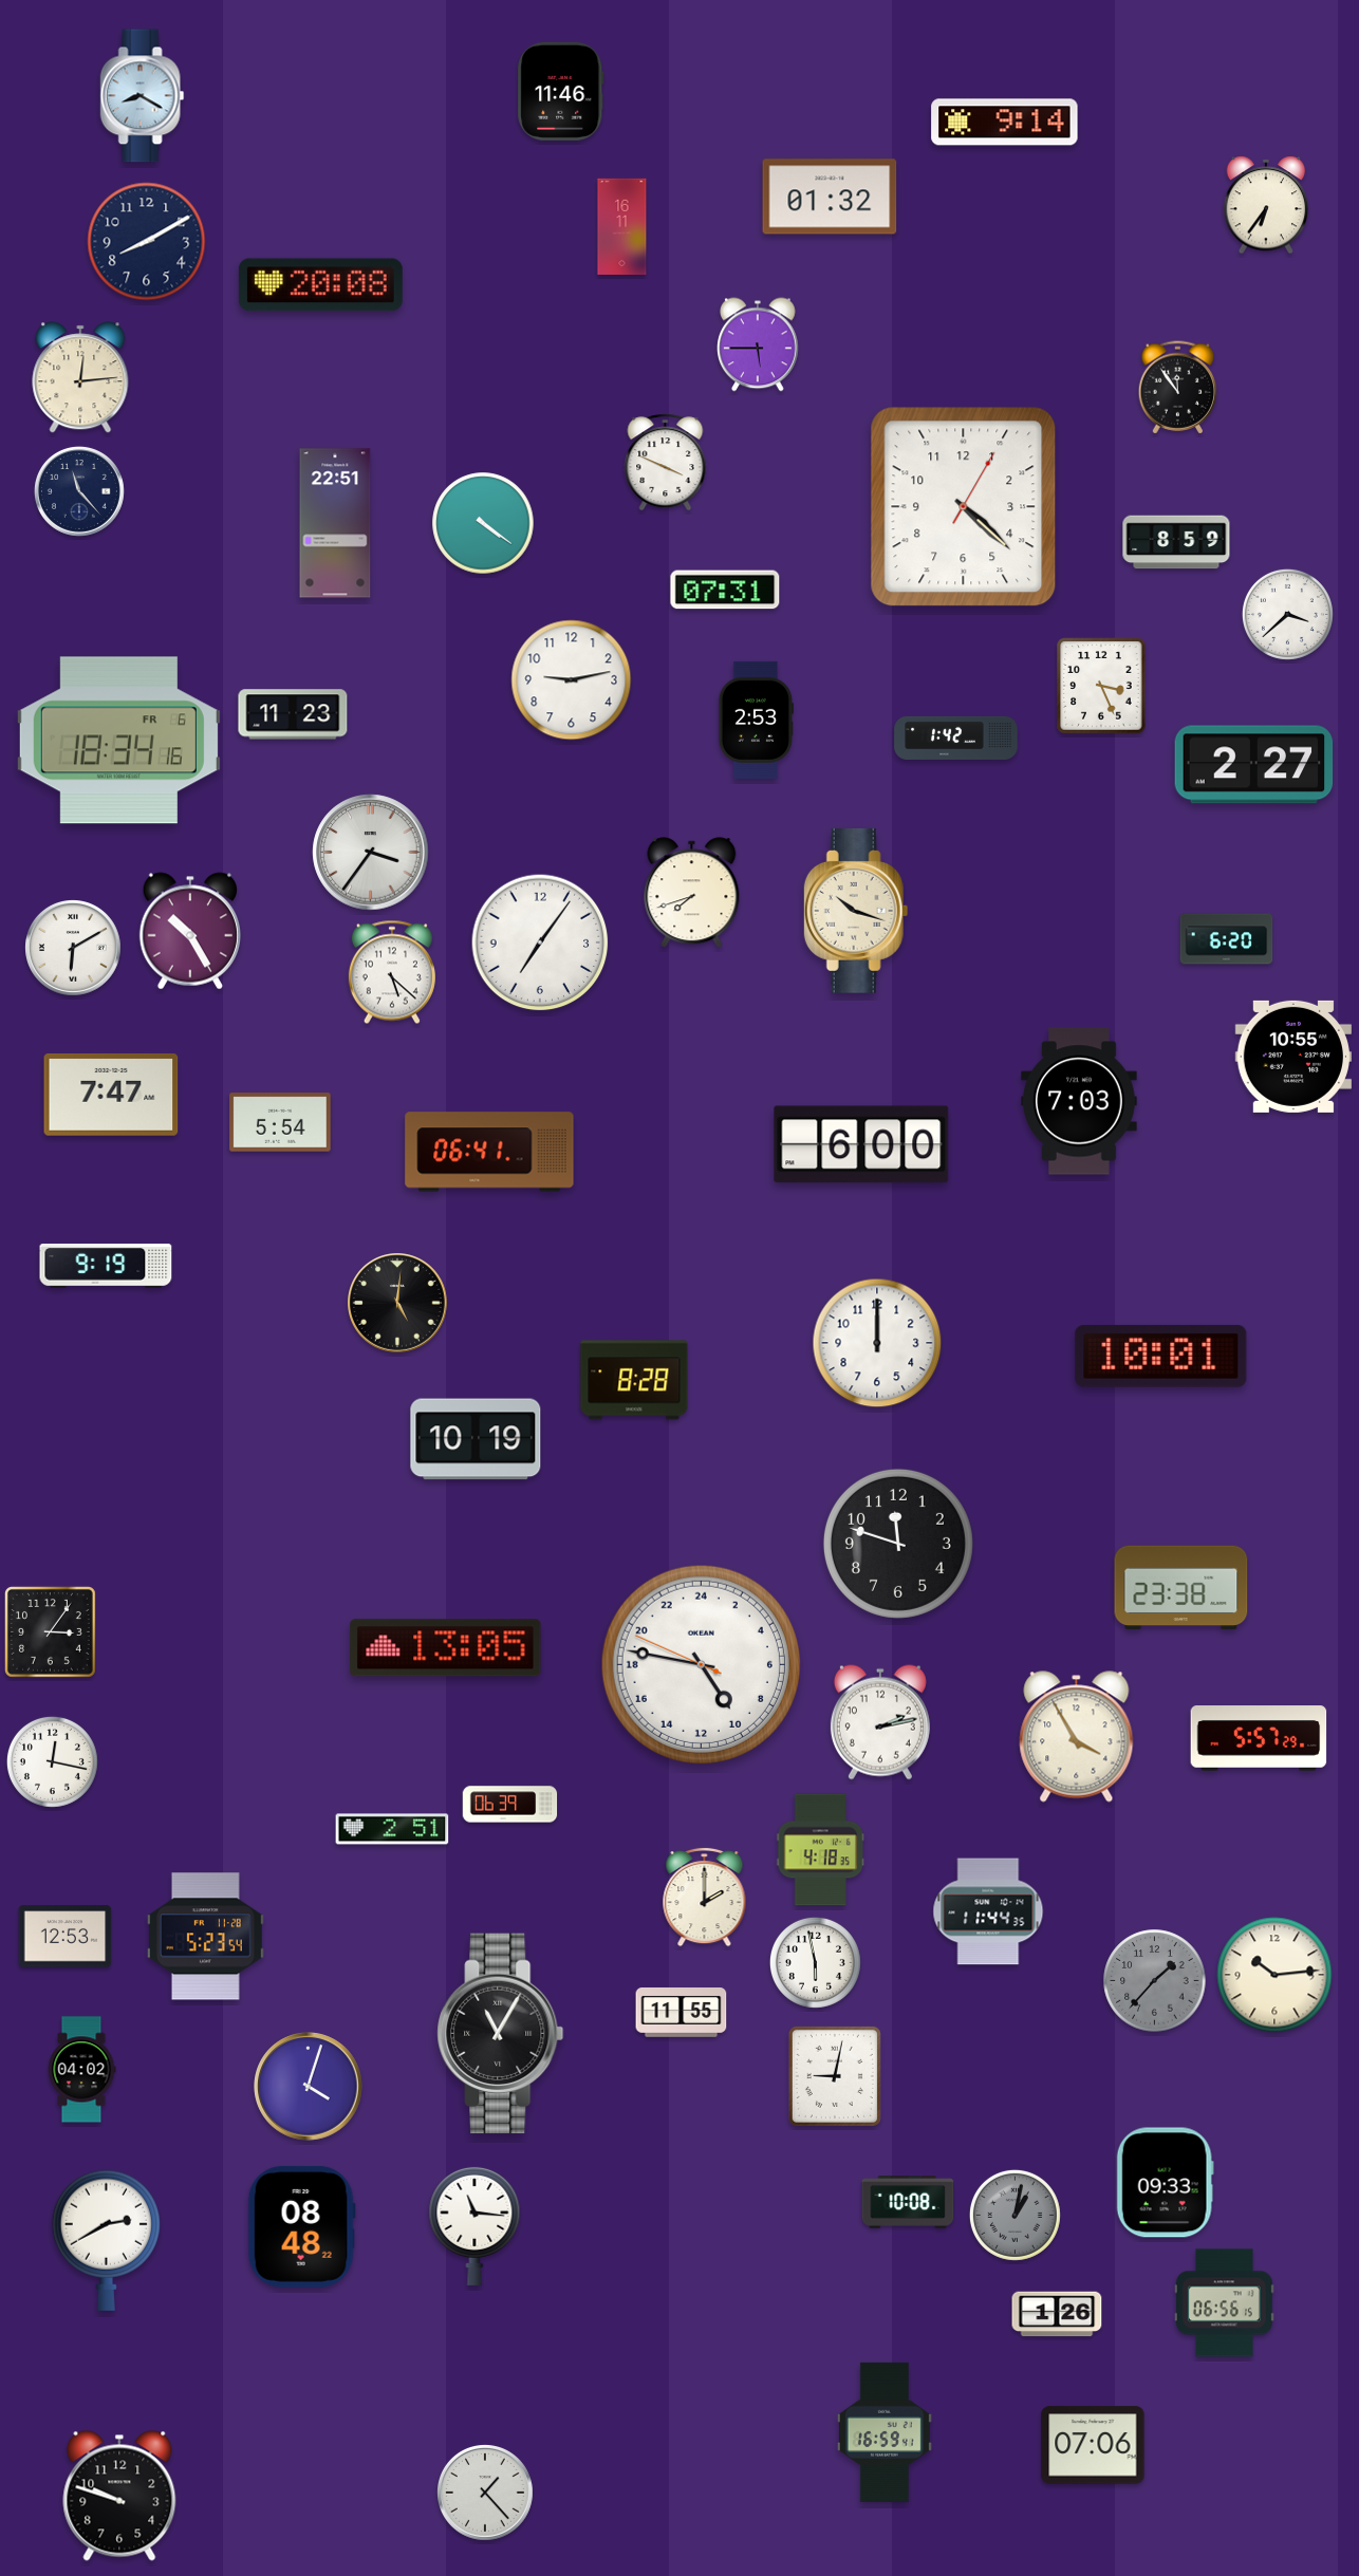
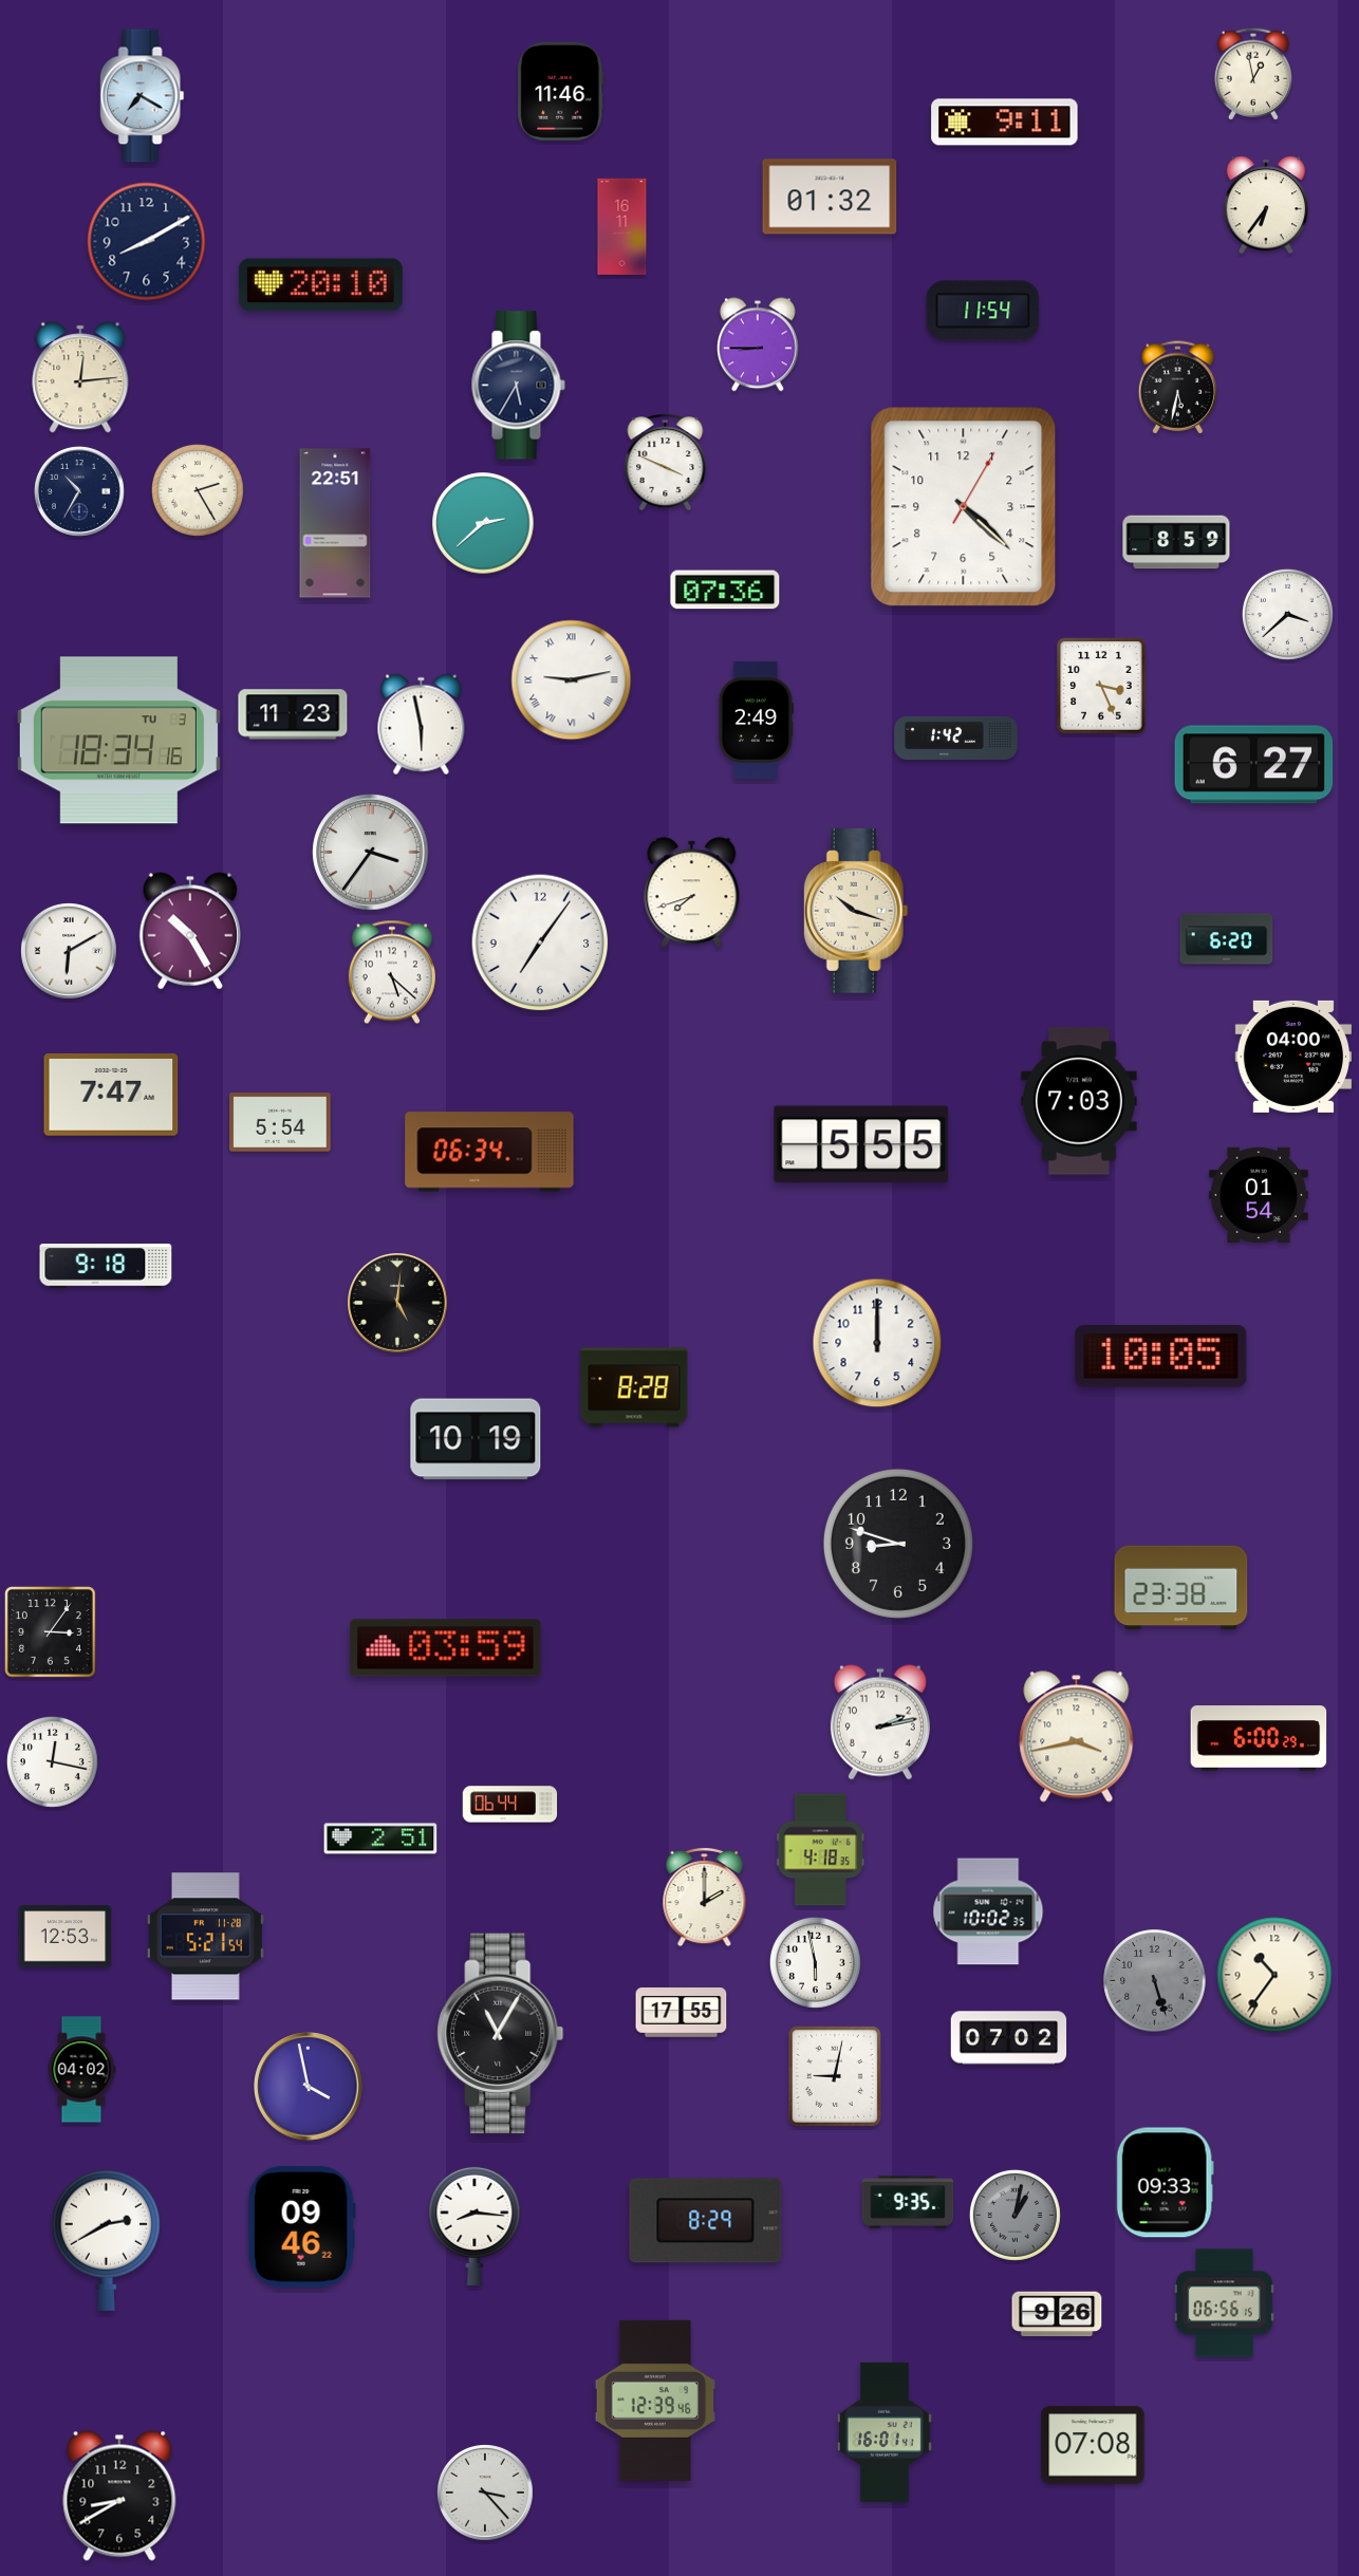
clock at (1253, 74): none -> 12:58
clock at (143, 96): 8:20 -> 7:20
clock at (1005, 123): 9:14 -> 9:11
clock at (320, 285): 20:08 -> 20:10
clock at (983, 311): none -> 11:54
clock at (759, 344): 5:45 -> 8:45
clock at (518, 386): none -> 5:35
clock at (1178, 388): 11:54 -> 5:32
clock at (198, 490): none -> 2:25
clock at (79, 491): 11:23 -> 10:35
clock at (483, 523): 4:21 -> 2:38
clock at (725, 590): 07:31 -> 07:36
clock at (572, 680) numerals: Arabic -> Roman
clock at (756, 720): 2:53 -> 2:49
clock at (422, 725): none -> 5:58
clock at (118, 741) date: FR 6 -> TU 3
clock at (1254, 765): 2:27 -> 6:27
clock at (74, 949) position: (74, 949) -> (70, 952)
clock at (1293, 1057): 10:55 -> 04:00
clock at (861, 1144): 6:00 -> 5:55
clock at (489, 1152): 06:41 -> 06:34
clock at (1259, 1195): none -> 01:54
clock at (106, 1267): 9:19 -> 9:18
clock at (1161, 1356): 10:01 -> 10:05
clock at (634, 1380) position: (634, 1380) -> (634, 1387)
clock at (898, 1544): 11:48 -> 8:48
clock at (446, 1648): 13:05 -> 03:59
clock at (701, 1664): 9:46 -> none
clock at (1077, 1737): 3:55 -> 3:43
clock at (1259, 1738): 5:57 -> 6:00
clock at (510, 1805): 06:39 -> 06:44
clock at (392, 1829) position: (392, 1829) -> (380, 1838)
clock at (988, 1911): 11:44 -> 10:02
clock at (205, 1937): 5:23 -> 5:21
clock at (1274, 1975): 10:14 -> 10:36
clock at (1155, 1981): 1:37 -> 5:27
clock at (682, 2013): 11:55 -> 17:55
clock at (1009, 2038): none -> 07:02
clock at (309, 2087): 4:03 -> 3:58
clock at (908, 2202): 10:08 -> 9:35
clock at (706, 2221): none -> 8:29
clock at (474, 2225): 11:16 -> 8:16
clock at (301, 2226): 08:48 -> 09:46
clock at (1057, 2314): 1:26 -> 9:26
clock at (654, 2401): none -> 12:39
clock at (885, 2432): 16:59 -> 16:01
clock at (1093, 2445): 07:06 -> 07:08
clock at (486, 2494): 1:23 -> 3:23
clock at (119, 2496): 9:48 -> 8:40
